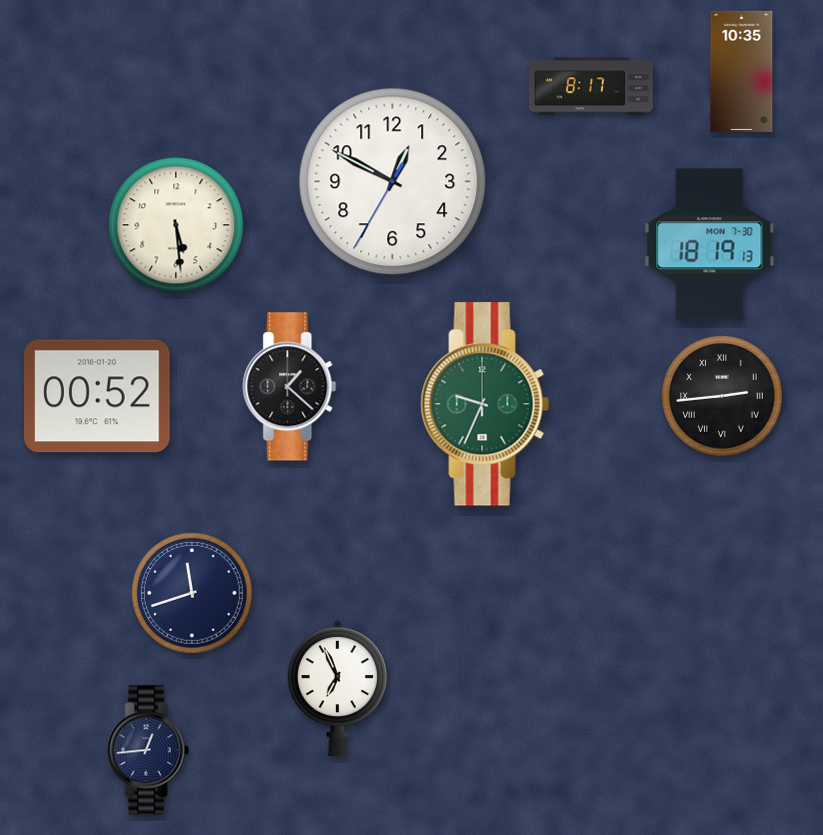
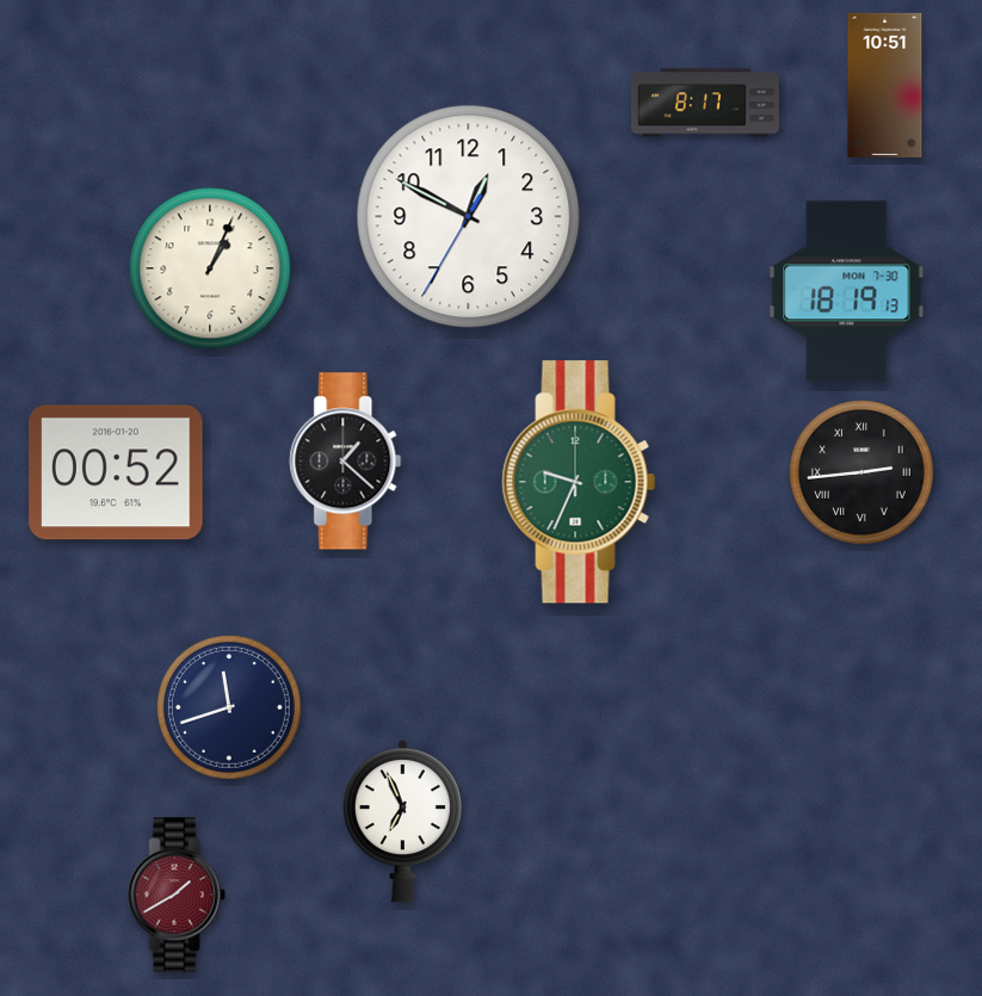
clock at (742, 71): 10:35 -> 10:51
clock at (176, 225): 5:29 -> 1:04
clock at (148, 750): 12:44 -> 1:40
clock at (148, 750) dial: navy -> burgundy
